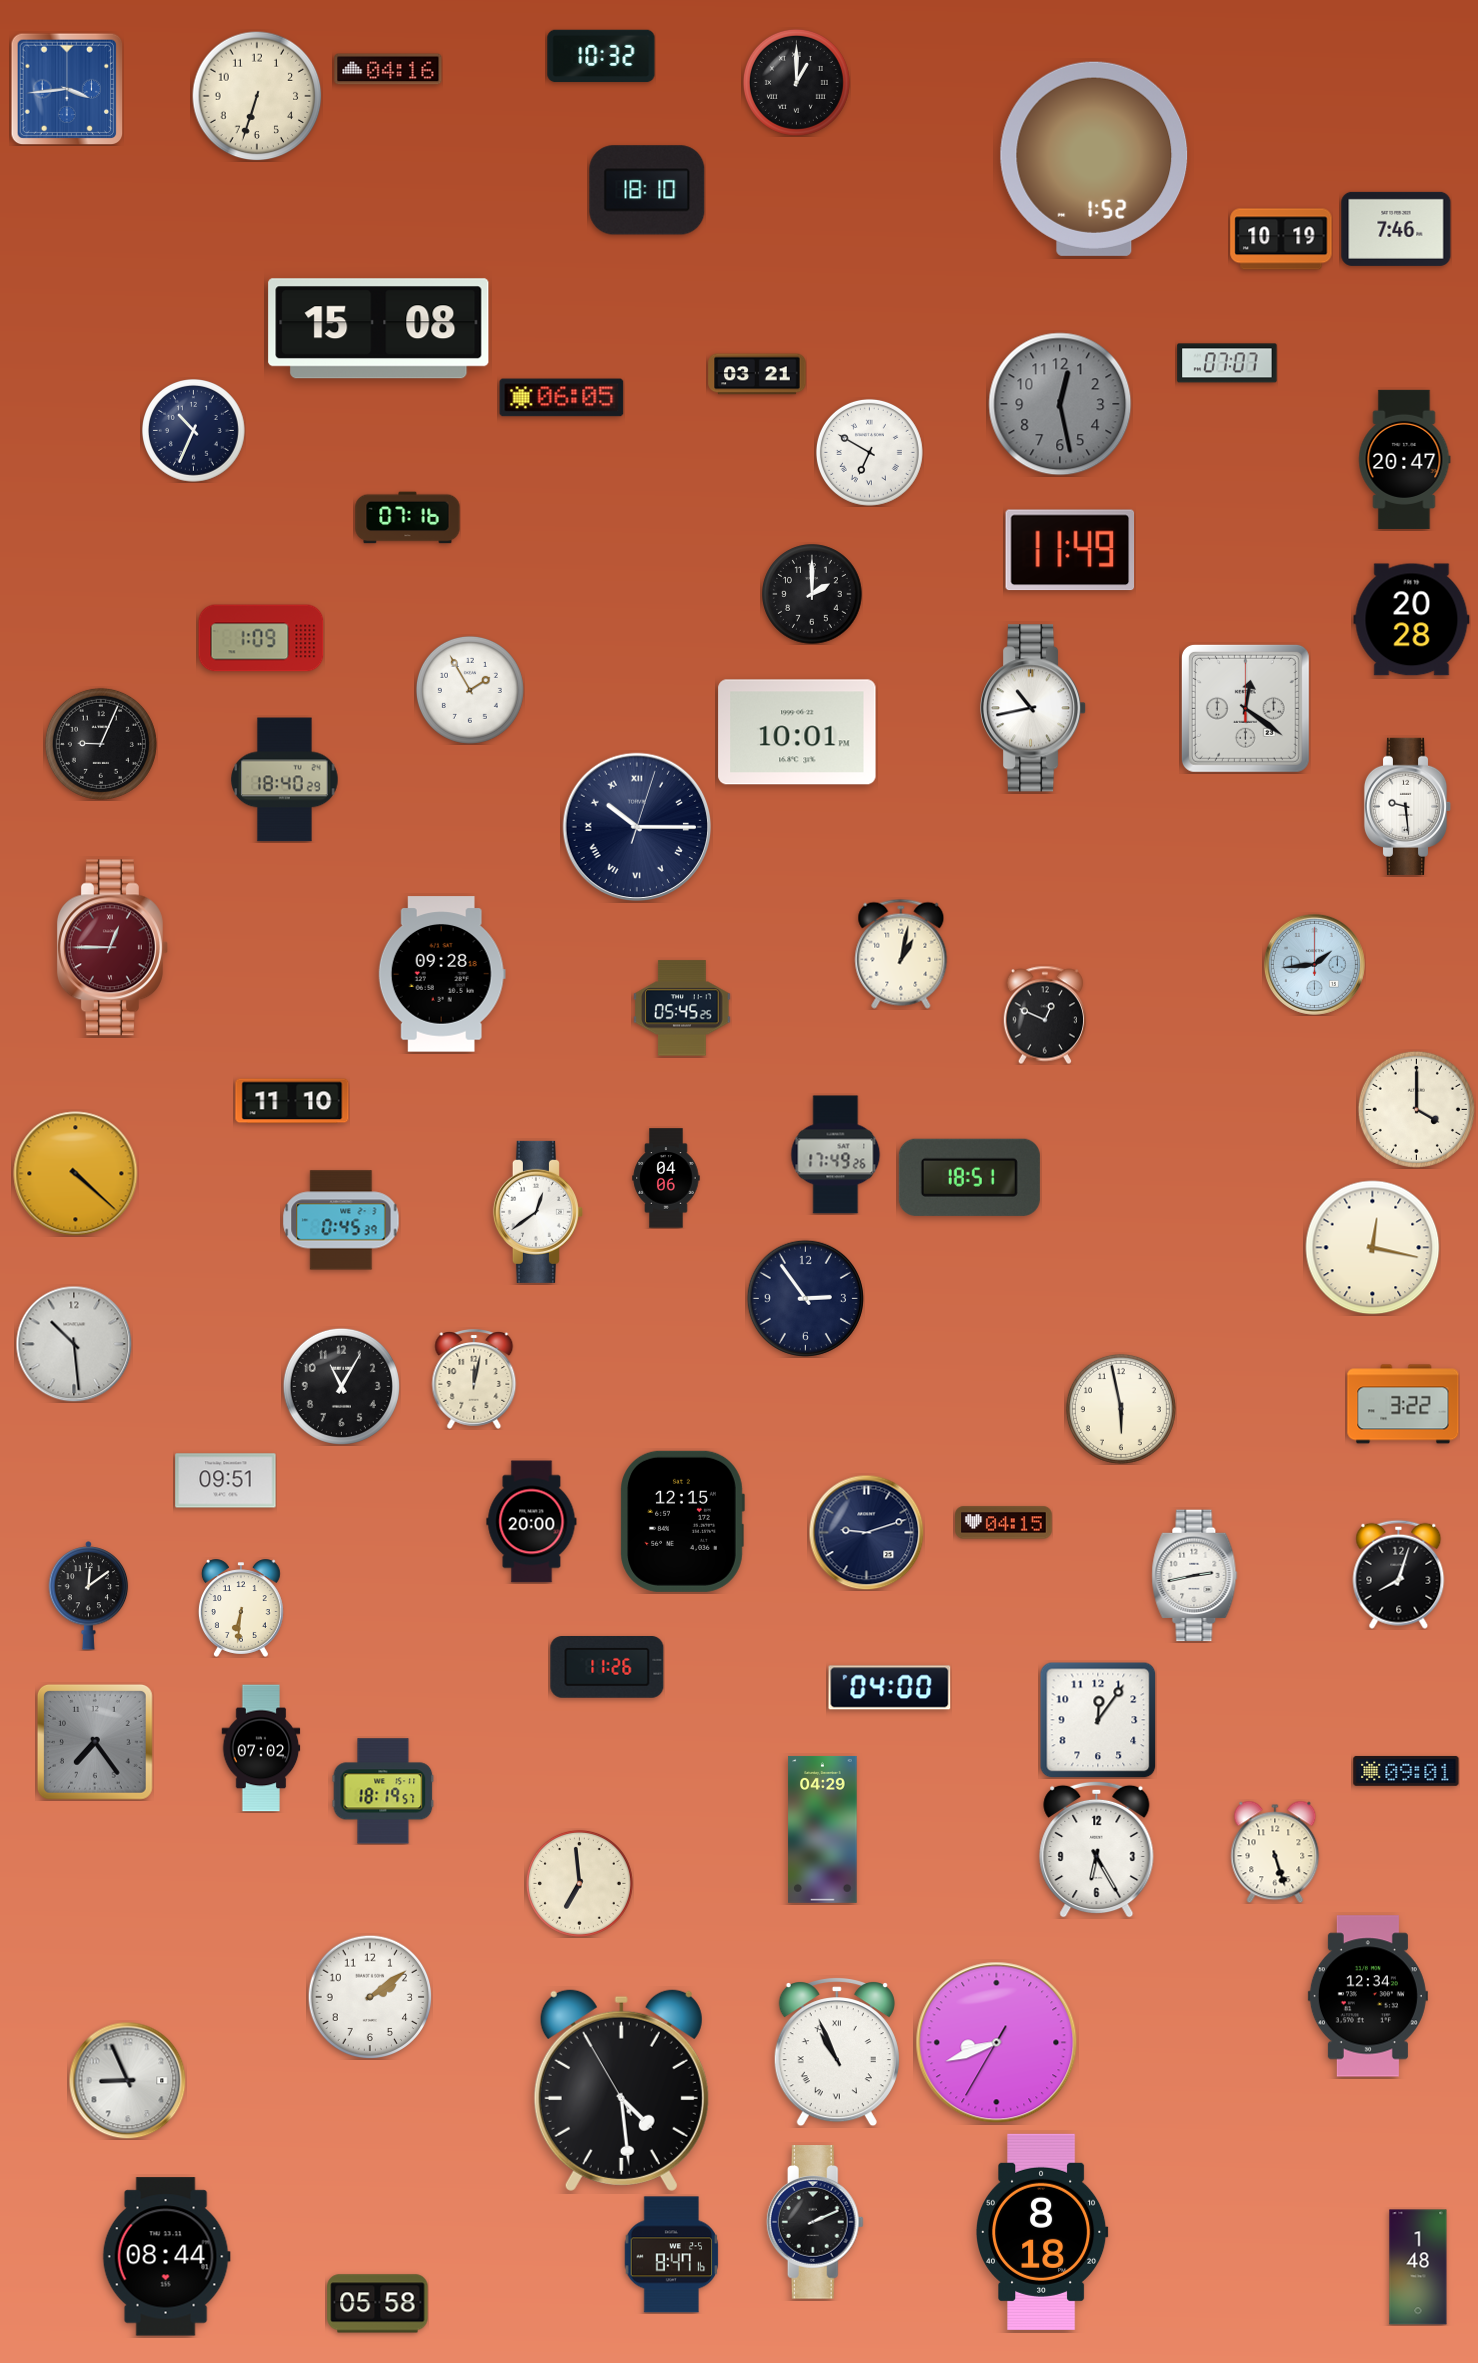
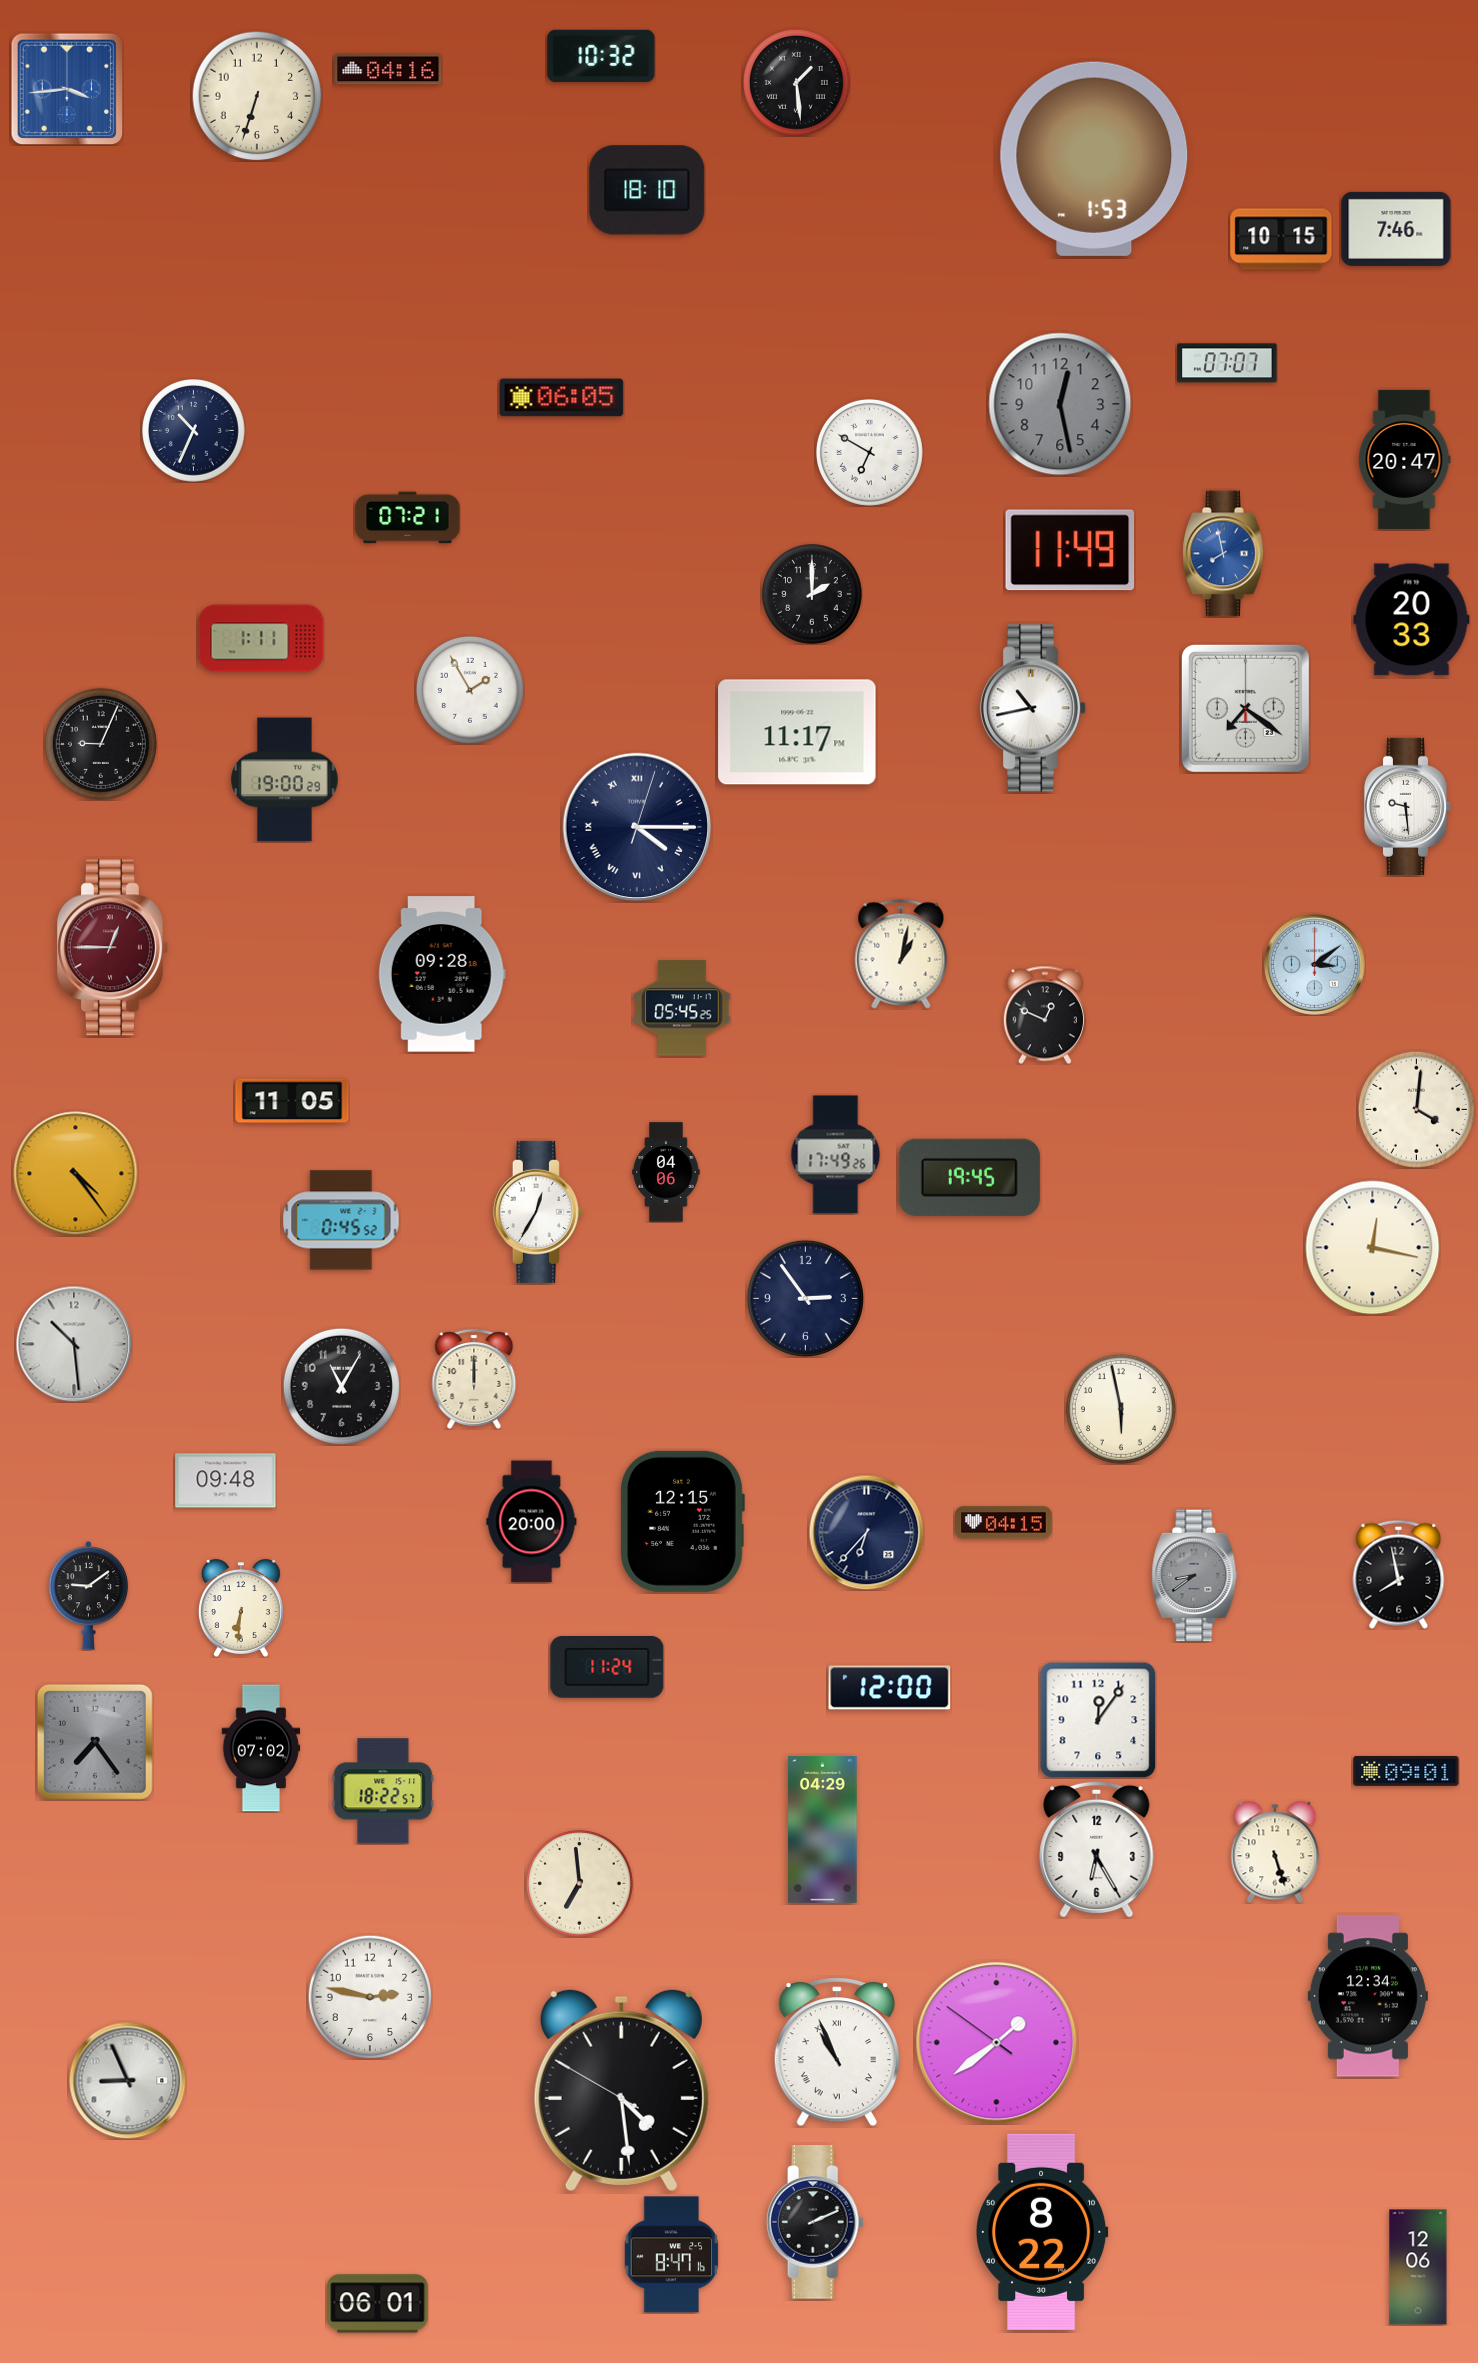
clock at (796, 82): 1:00 -> 1:29
clock at (1094, 159): 1:52 -> 1:53
clock at (1281, 239): 10:19 -> 10:15
clock at (379, 329): 15:08 -> none
clock at (757, 374): 03:21 -> none
clock at (408, 518): 07:16 -> 07:21
clock at (1224, 554): none -> 7:58
clock at (1412, 620): 20:28 -> 20:33
clock at (261, 638): 1:09 -> 1:11
clock at (1245, 708): 12:21 -> 7:21
clock at (797, 732): 10:01 -> 11:17
clock at (285, 780): 18:40 -> 19:00
clock at (636, 826): 10:15 -> 4:15
clock at (1314, 964): 1:44 -> 3:09
clock at (292, 1101): 11:10 -> 11:05
clock at (1416, 1109): 4:00 -> 4:01
clock at (76, 1174): 4:22 -> 4:24
clock at (969, 1177): 18:51 -> 19:45
clock at (666, 1178) position: (666, 1178) -> (666, 1172)
clock at (538, 1212): 12:39 -> 12:35
clock at (341, 1220): 0:45:39 -> 0:45:52
clock at (474, 1380): 12:02 -> 12:00
clock at (1403, 1404): 3:22 -> none
clock at (226, 1481): 09:51 -> 09:48
clock at (866, 1532): 9:12 -> 6:37
clock at (1399, 1574): 8:03 -> 7:58
clock at (1195, 1576): 2:43 -> 8:39
clock at (1195, 1576) dial: white -> grey
clock at (89, 1596): 12:09 -> 9:09
clock at (607, 1668): 11:26 -> 11:24
clock at (890, 1688): 04:00 -> 12:00
clock at (383, 1791): 18:19 -> 18:22
clock at (370, 1997): 2:09 -> 2:47
clock at (997, 2043): 8:41 -> 1:38
clock at (621, 2090): 4:28:55 -> 4:28:50
clock at (1043, 2232): 8:18 -> 8:22
clock at (166, 2257): 08:44 -> none
clock at (1418, 2267): 1:48 -> 12:06
clock at (378, 2304): 05:58 -> 06:01
